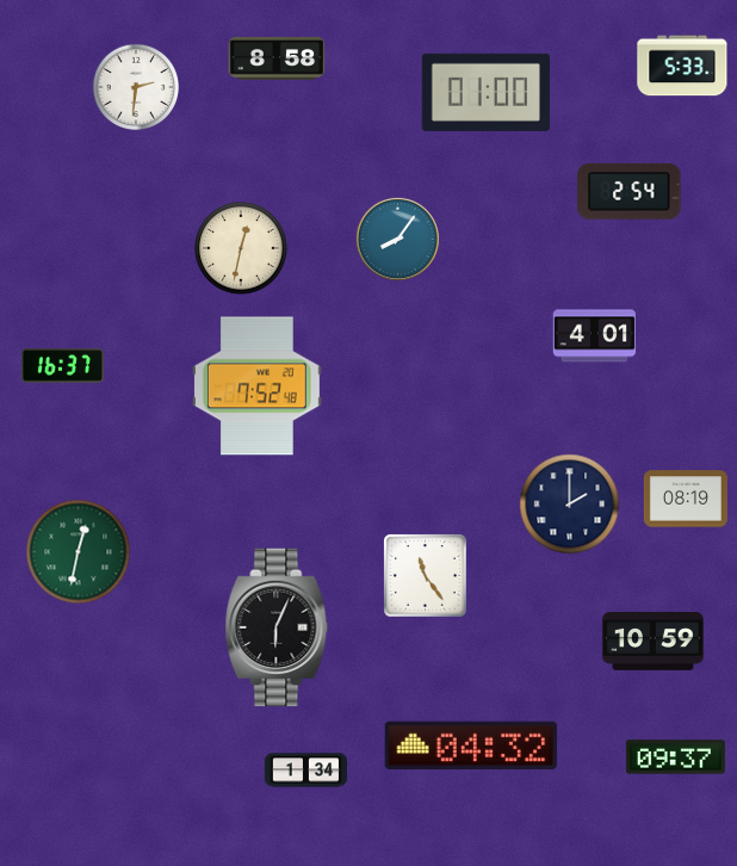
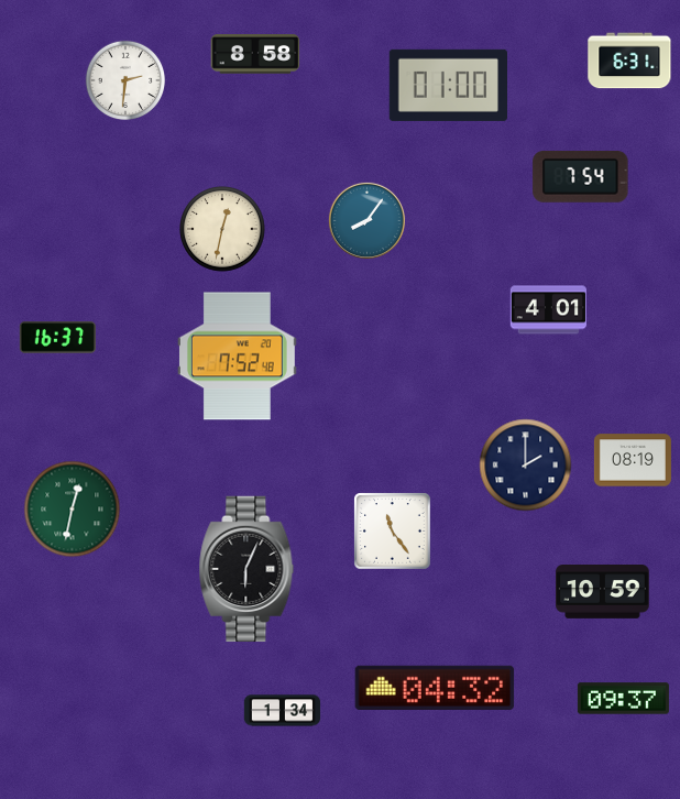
clock at (682, 66): 5:33 -> 6:31
clock at (630, 191): 2:54 -> 7:54
clock at (277, 627) position: (277, 627) -> (246, 569)
